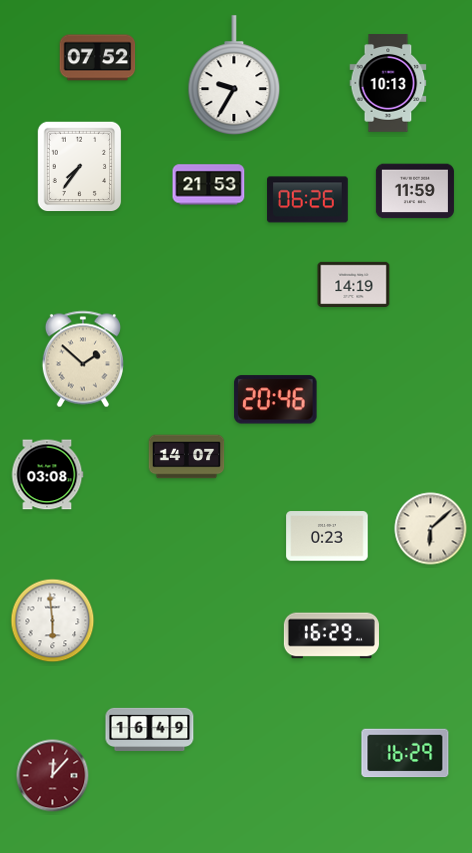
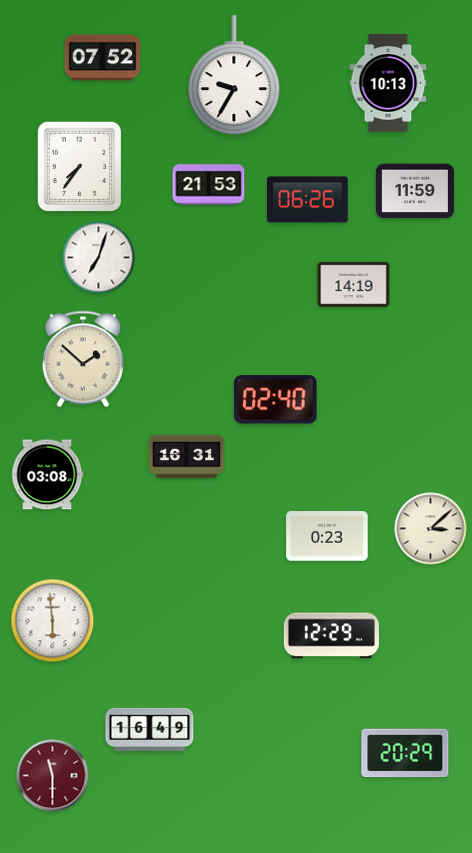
clock at (98, 58) position: (98, 58) -> (103, 58)
clock at (99, 258): none -> 7:03
clock at (276, 400): 20:46 -> 02:40
clock at (187, 457): 14:07 -> 16:31
clock at (431, 529): 6:08 -> 3:08
clock at (331, 636): 16:29 -> 12:29
clock at (405, 753): 16:29 -> 20:29
clock at (53, 776): 12:07 -> 11:30
